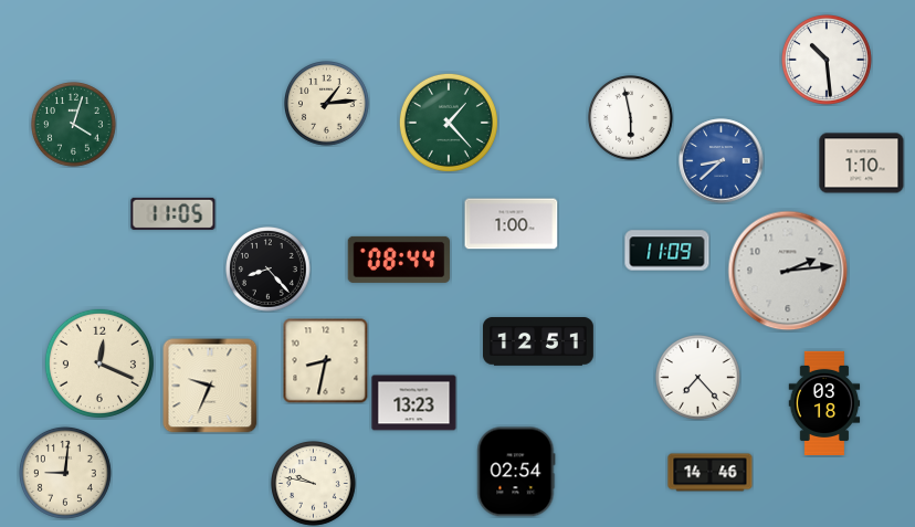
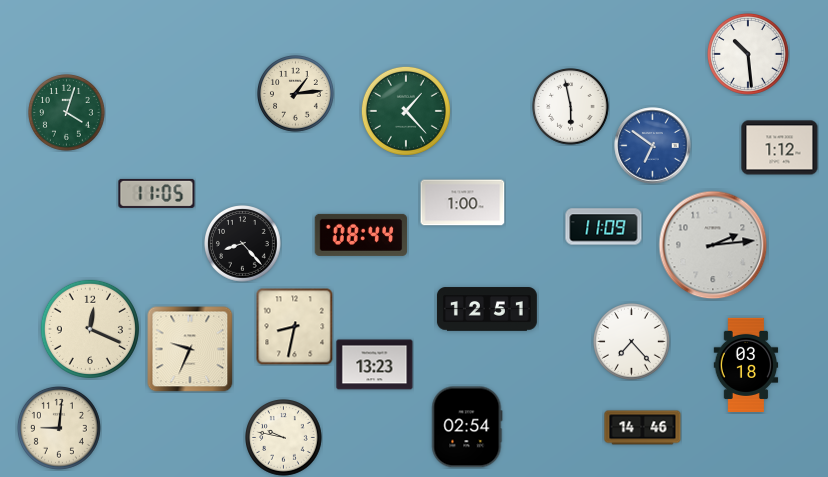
clock at (722, 161): 8:38 -> 6:51
clock at (862, 164): 1:10 -> 1:12
